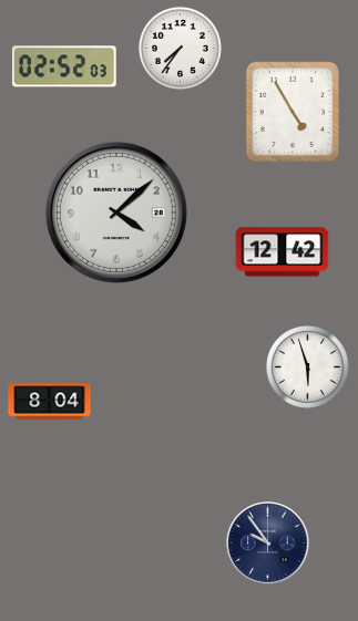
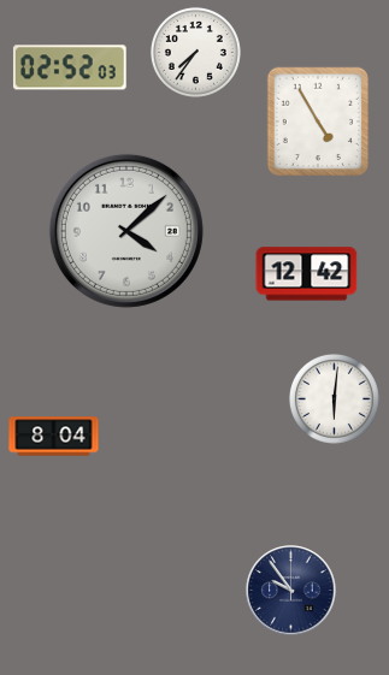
clock at (64, 66) position: (64, 66) -> (70, 67)
clock at (307, 366): 5:57 -> 6:01
